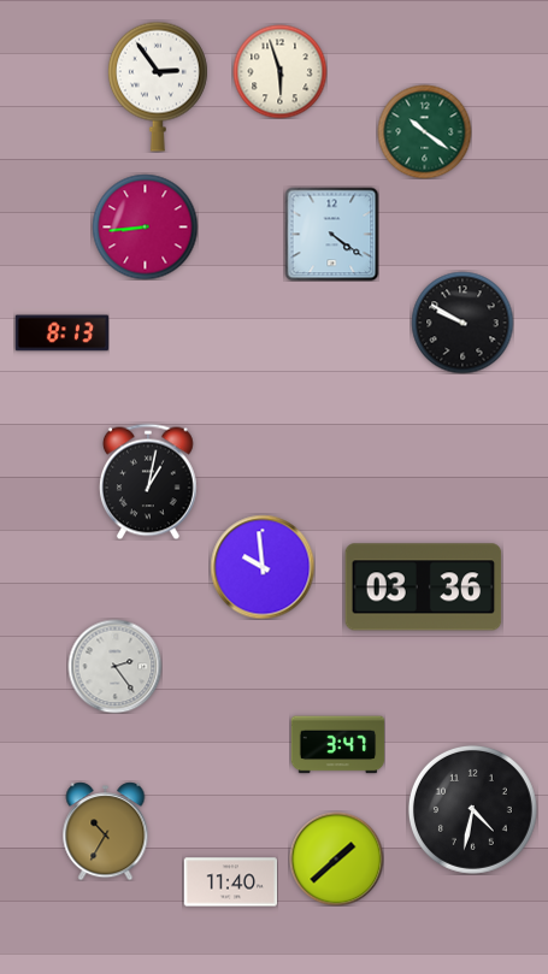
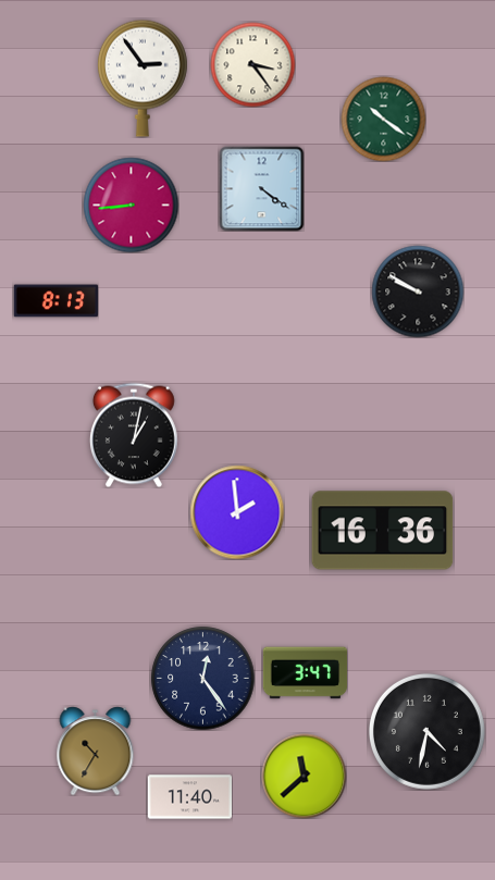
clock at (279, 71): 5:57 -> 3:24
clock at (331, 234) position: (331, 234) -> (261, 188)
clock at (263, 567): 9:59 -> 1:59
clock at (424, 588): 03:36 -> 16:36
clock at (114, 666): 2:24 -> none
clock at (202, 678): none -> 12:24
clock at (336, 858): 1:38 -> 11:38
clock at (230, 882) position: (230, 882) -> (189, 797)
